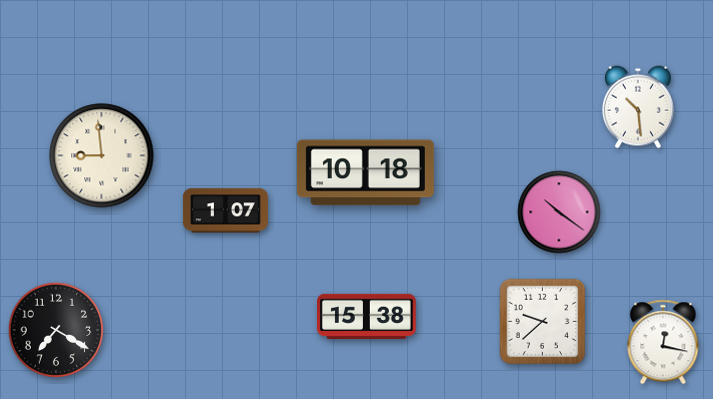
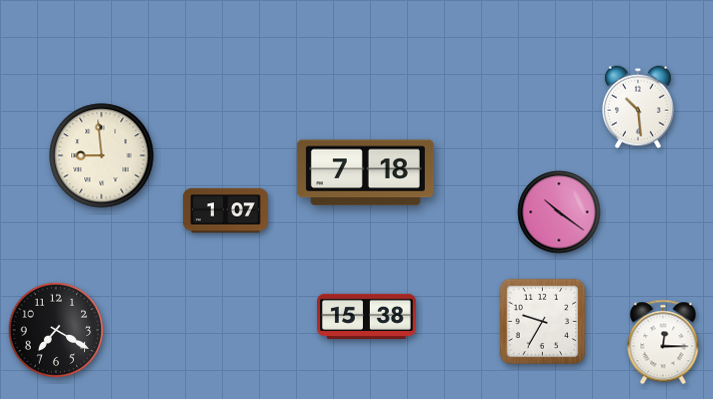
clock at (365, 173): 10:18 -> 7:18
clock at (543, 322): 9:38 -> 9:35
clock at (663, 342): 12:17 -> 12:15
